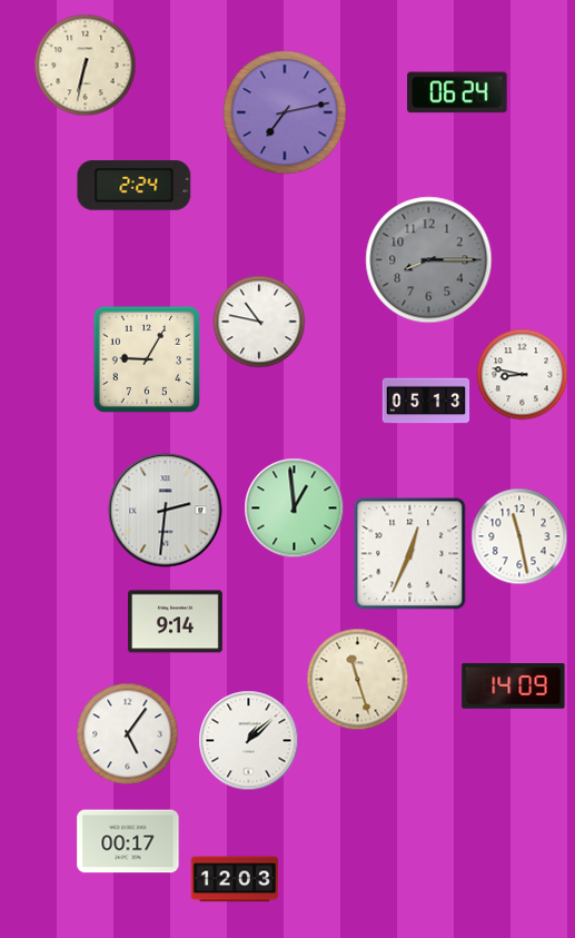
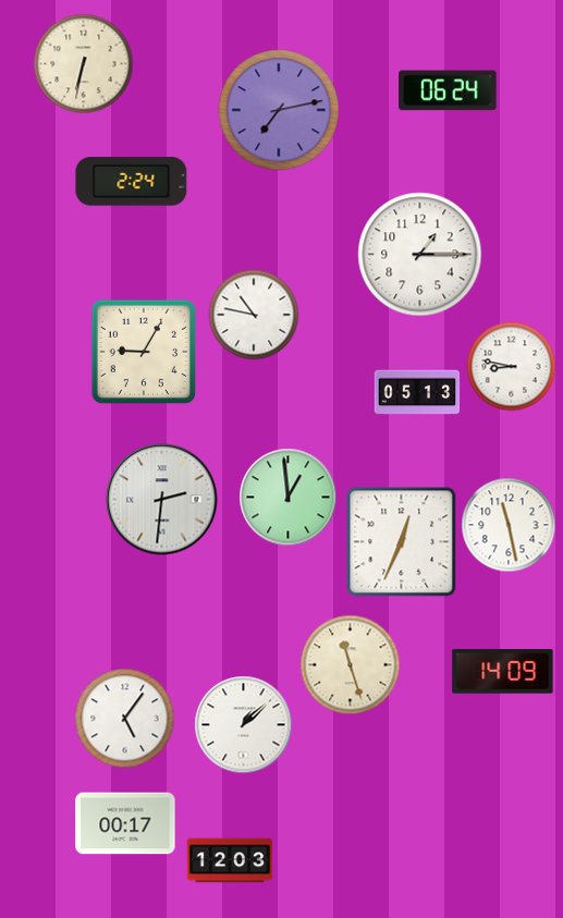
clock at (429, 260): 8:15 -> 1:15
clock at (429, 260) dial: grey -> white
clock at (175, 622): 9:14 -> none
